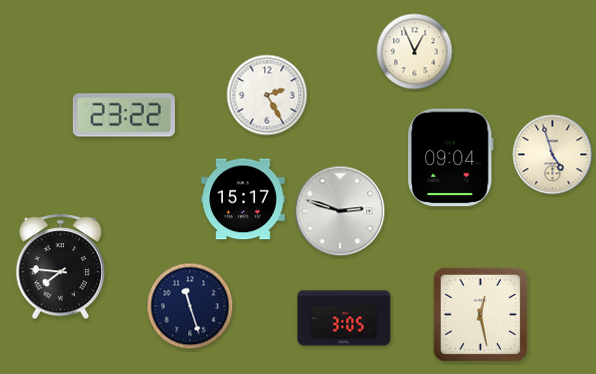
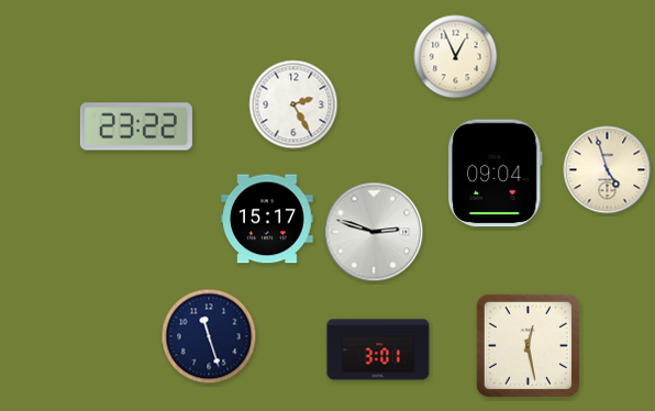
clock at (61, 267): 7:46 -> none
clock at (344, 318): 3:05 -> 3:01
